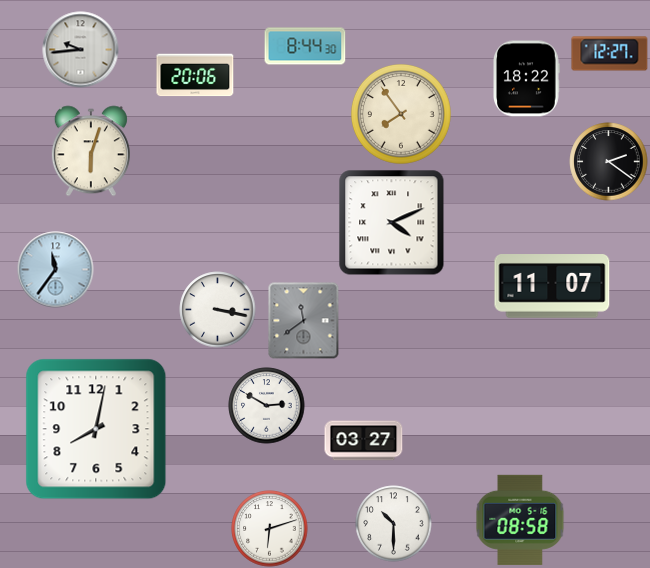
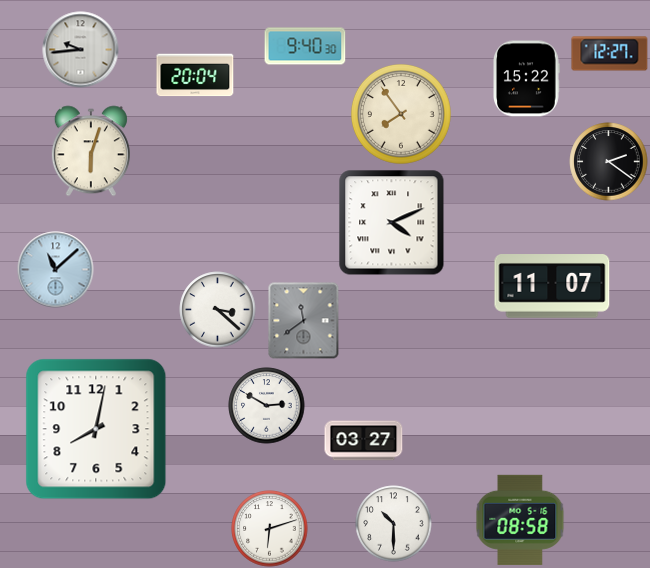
clock at (305, 46): 8:44 -> 9:40
clock at (195, 75): 20:06 -> 20:04
clock at (527, 79): 18:22 -> 15:22
clock at (56, 270): 11:36 -> 11:08
clock at (218, 310): 3:17 -> 3:22
